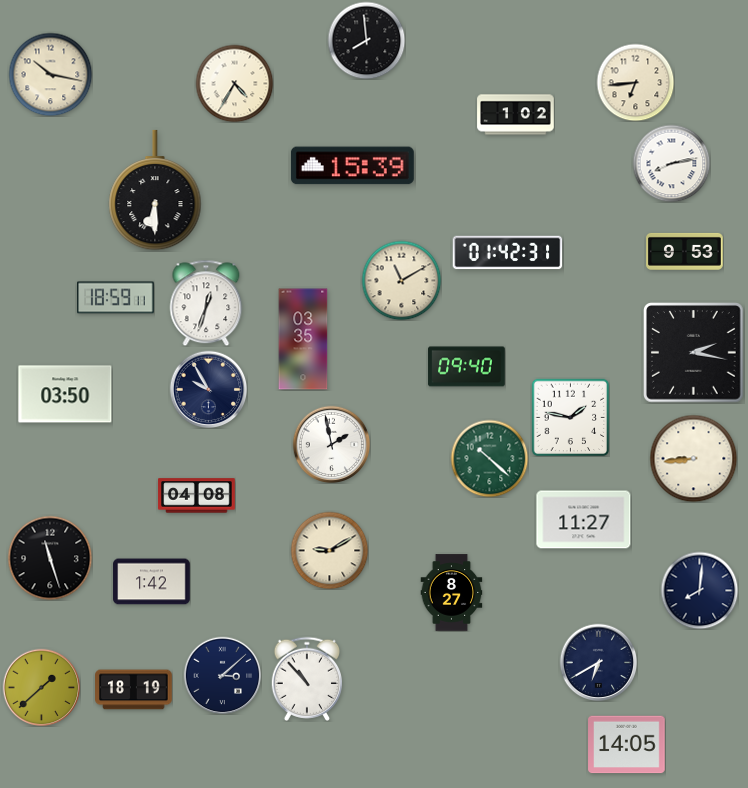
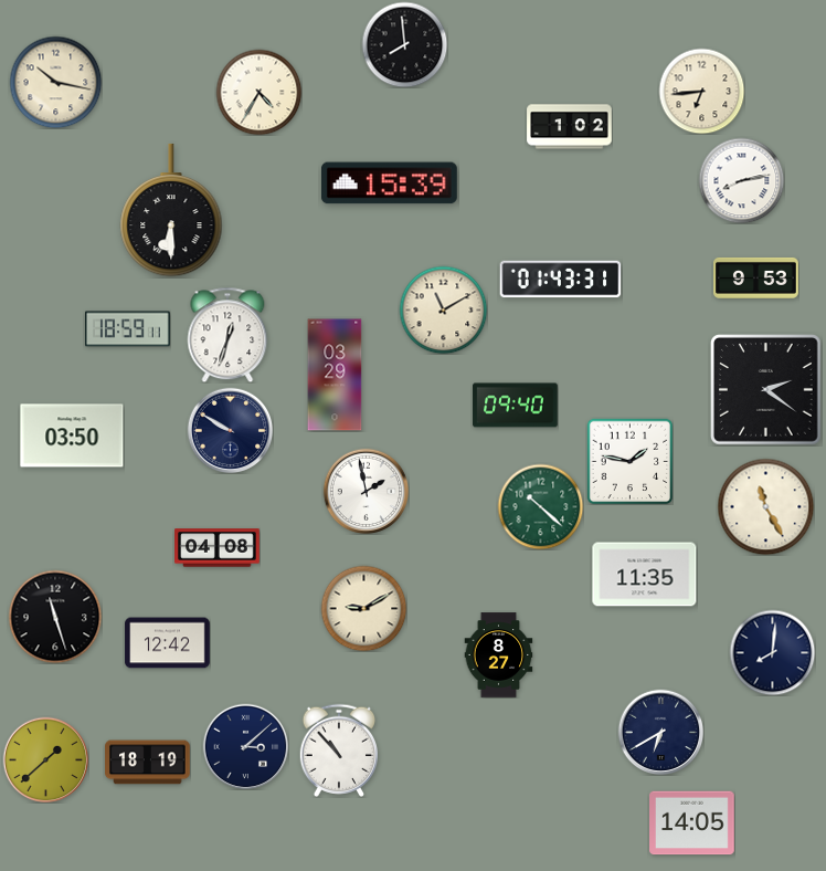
clock at (508, 253): 01:42 -> 01:43
clock at (303, 339): 03:35 -> 03:29
clock at (694, 353): 2:17 -> 2:21
clock at (208, 389): 9:55 -> 9:50
clock at (693, 458): 8:44 -> 11:25
clock at (584, 520): 11:27 -> 11:35
clock at (152, 582): 1:42 -> 12:42
